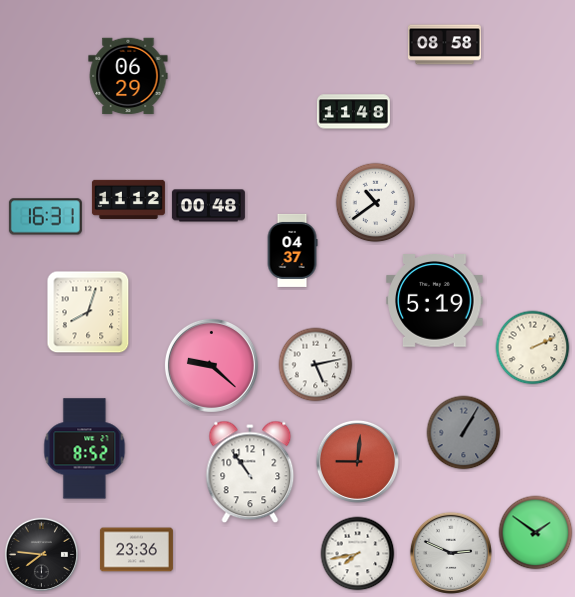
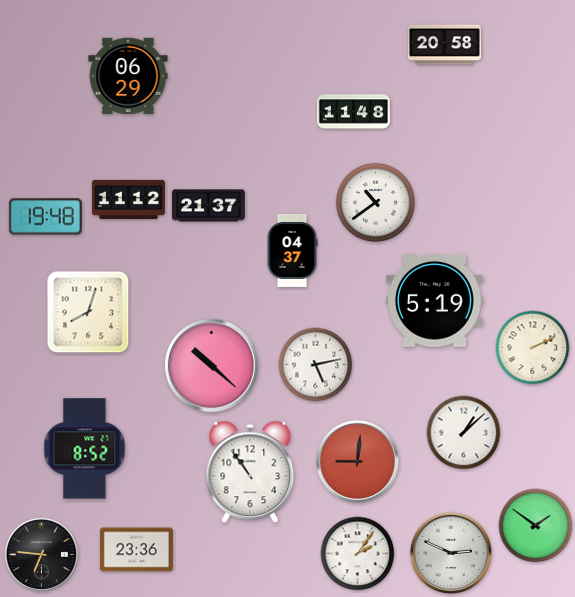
clock at (444, 45): 08:58 -> 20:58
clock at (208, 206): 00:48 -> 21:37
clock at (45, 217): 16:31 -> 19:48
clock at (211, 365): 9:22 -> 10:22
clock at (464, 433): 1:05 -> 1:08
clock at (464, 433) dial: grey -> white
clock at (536, 533) position: (536, 533) -> (536, 526)
clock at (41, 554): 7:46 -> 6:46
clock at (358, 554): 7:43 -> 2:06
